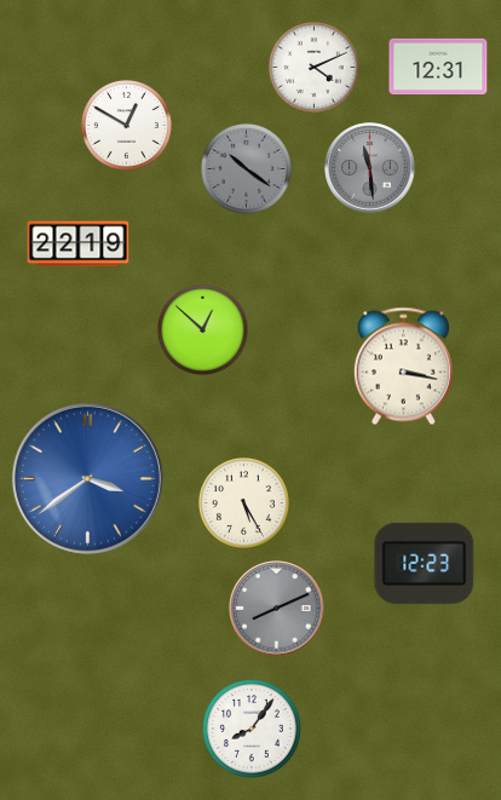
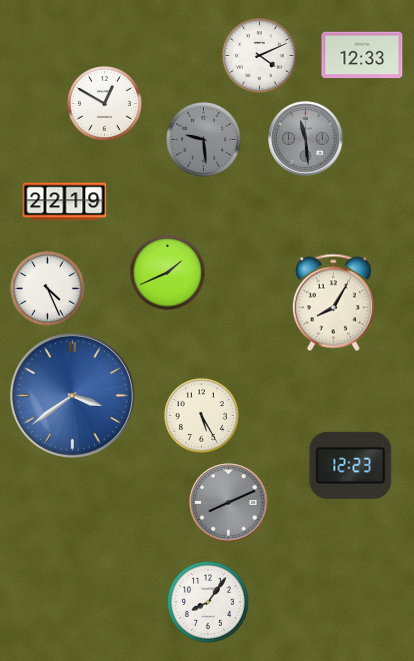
clock at (438, 67): 12:31 -> 12:33
clock at (246, 168): 10:21 -> 9:29
clock at (202, 329): 12:52 -> 1:41
clock at (47, 288): none -> 4:26
clock at (403, 367): 3:17 -> 8:05
